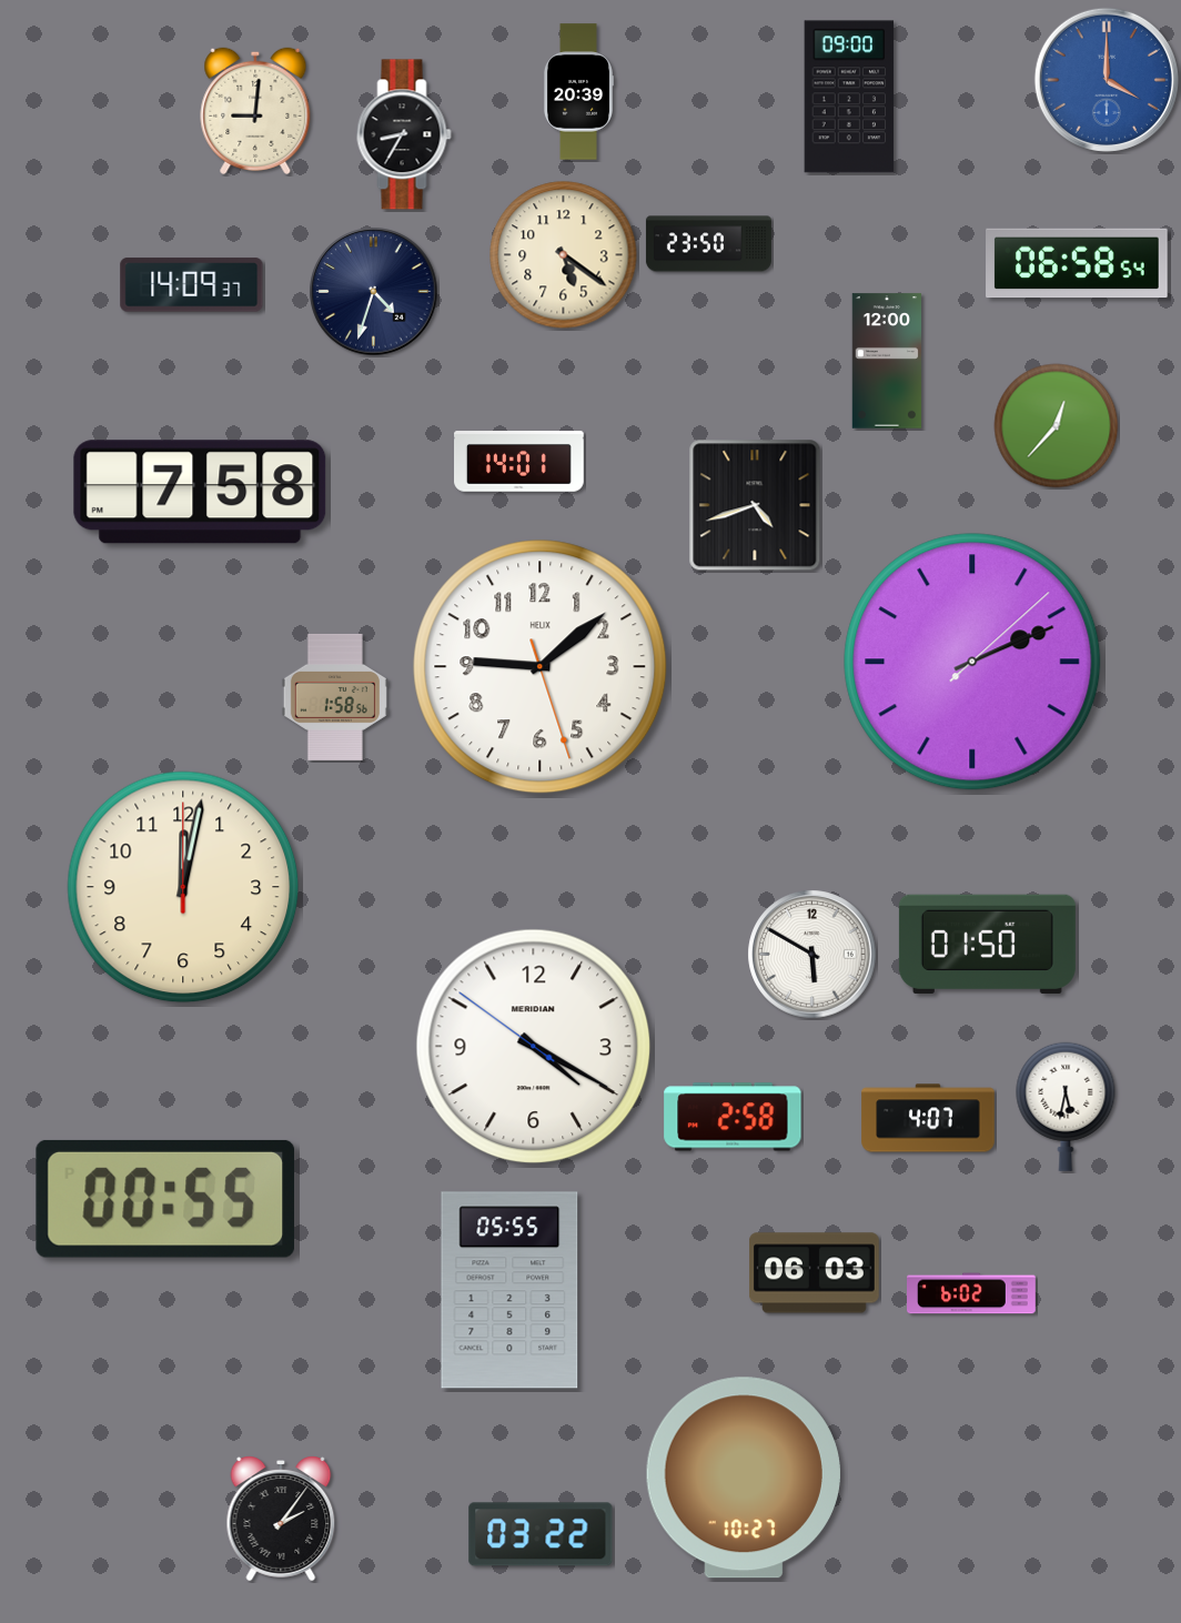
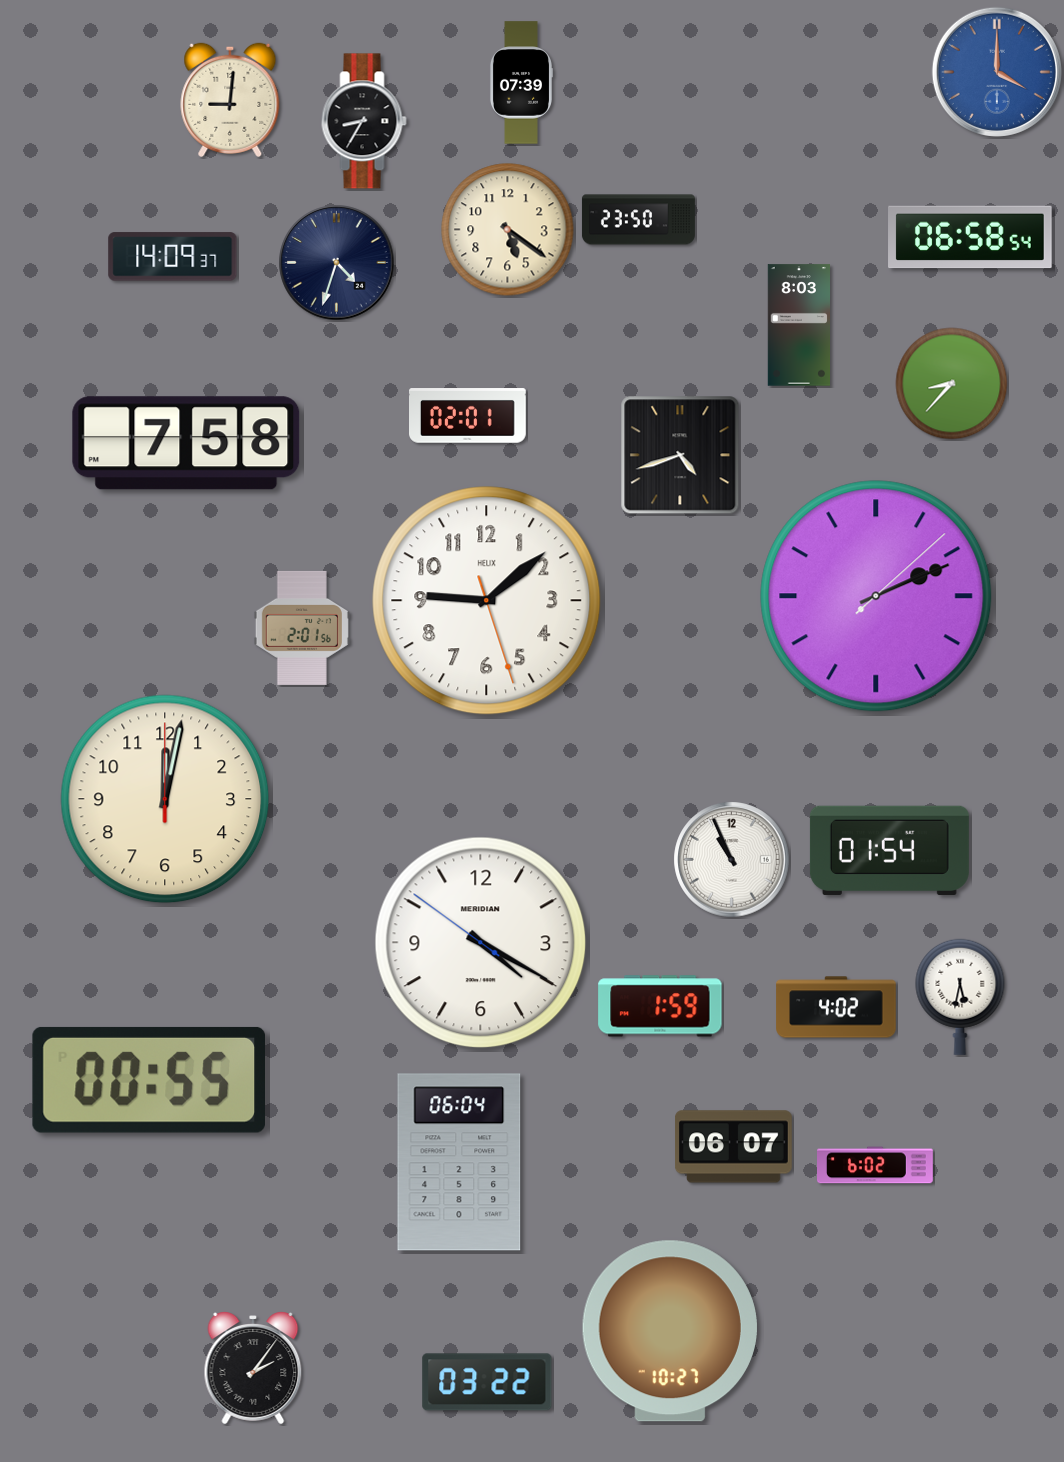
clock at (578, 92): 20:39 -> 07:39
clock at (849, 97): 09:00 -> none
clock at (887, 361): 12:00 -> 8:03
clock at (1057, 426): 12:37 -> 8:37
clock at (519, 462): 14:01 -> 02:01
clock at (200, 492) position: (200, 492) -> (186, 443)
clock at (335, 697): 1:58 -> 2:01
clock at (987, 944): 01:50 -> 01:54
clock at (812, 955): 5:50 -> 10:56
clock at (733, 1117): 2:58 -> 1:59
clock at (928, 1118): 4:07 -> 4:02
clock at (815, 1273): 06:03 -> 06:07
clock at (509, 1290): 05:55 -> 06:04
